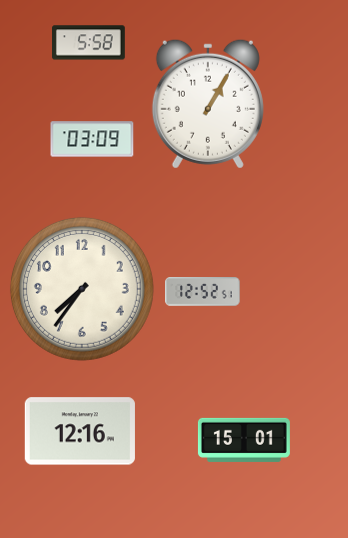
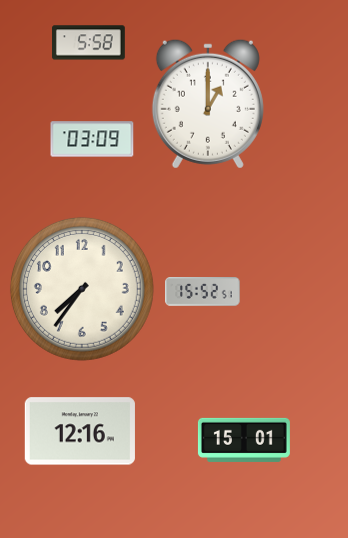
clock at (208, 104): 1:05 -> 1:00
clock at (203, 292): 12:52 -> 15:52
